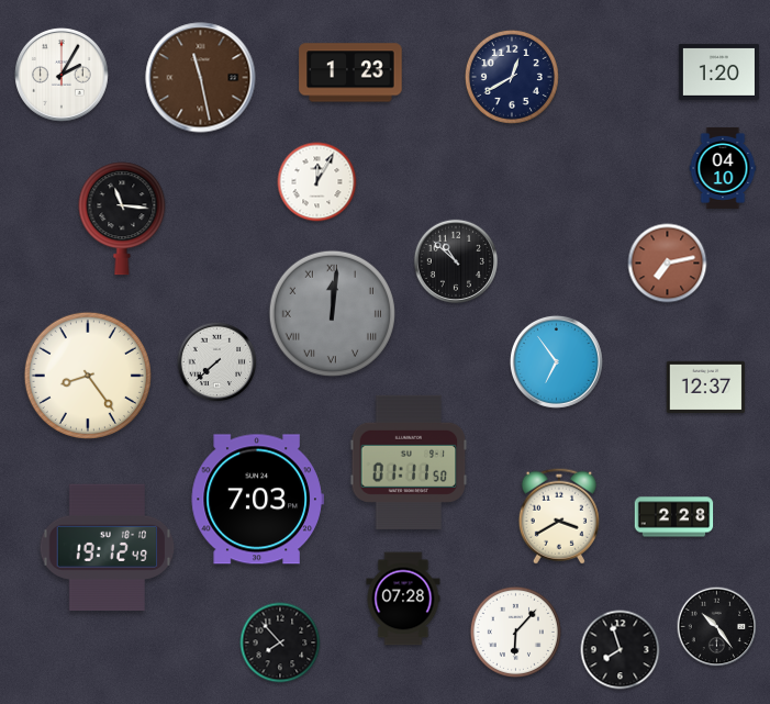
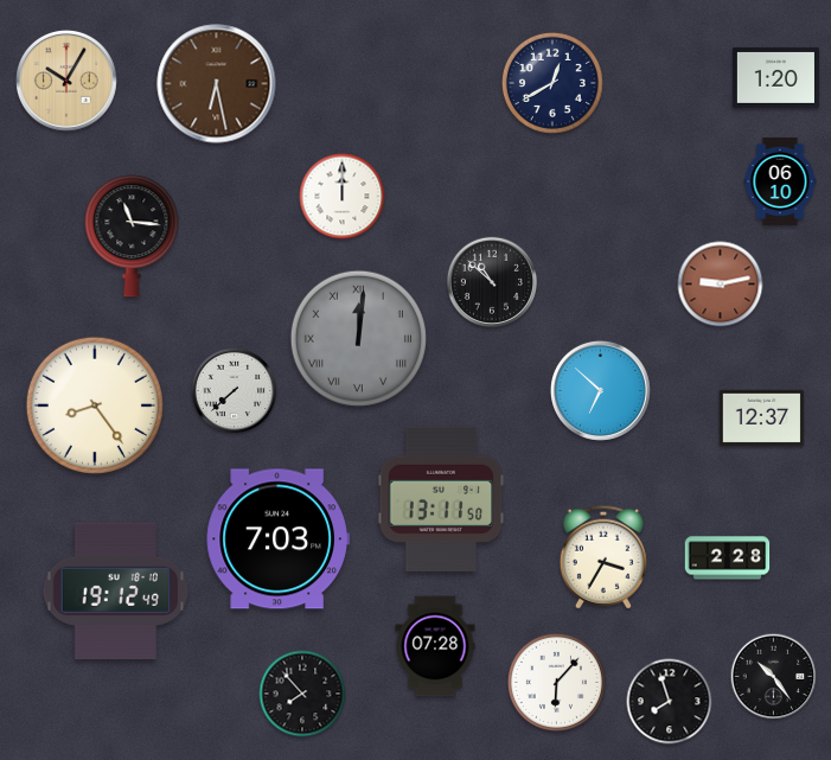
clock at (350, 72): 1:23 -> none
clock at (62, 75): 2:05 -> 10:05
clock at (62, 75) dial: white -> champagne
clock at (201, 78): 11:28 -> 6:28
clock at (723, 168): 04:10 -> 06:10
clock at (317, 182): 12:05 -> 12:00
clock at (668, 264): 7:13 -> 9:13
clock at (556, 361): 6:54 -> 6:52
clock at (409, 462): 01:11 -> 13:11
clock at (559, 516): 3:40 -> 3:35
